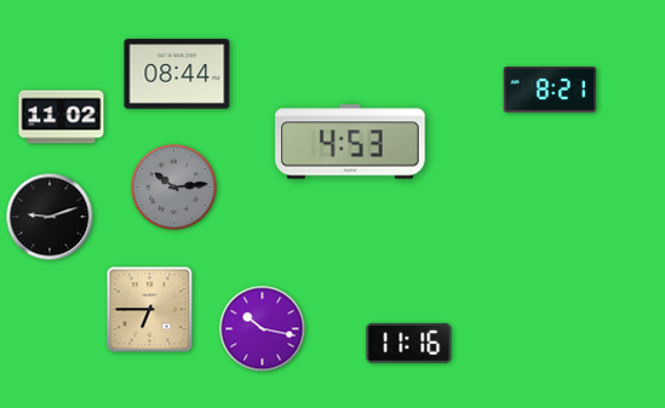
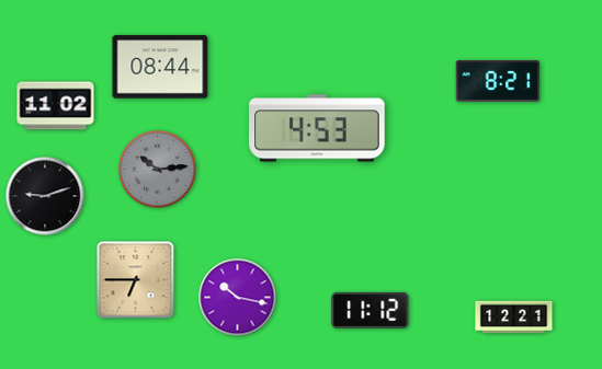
clock at (409, 343): 11:16 -> 11:12
clock at (514, 318): none -> 12:21
